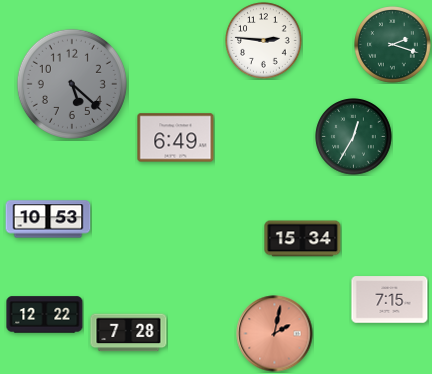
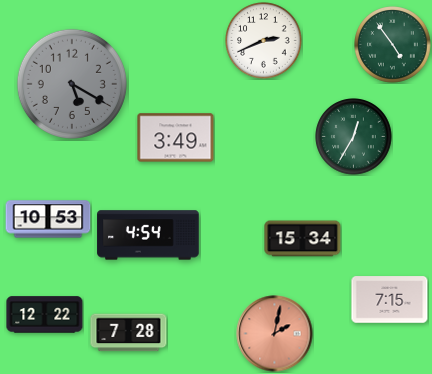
clock at (264, 41): 2:46 -> 2:41
clock at (393, 45): 2:18 -> 4:54
clock at (72, 84): 5:22 -> 5:20
clock at (176, 138): 6:49 -> 3:49
clock at (148, 235): none -> 4:54
